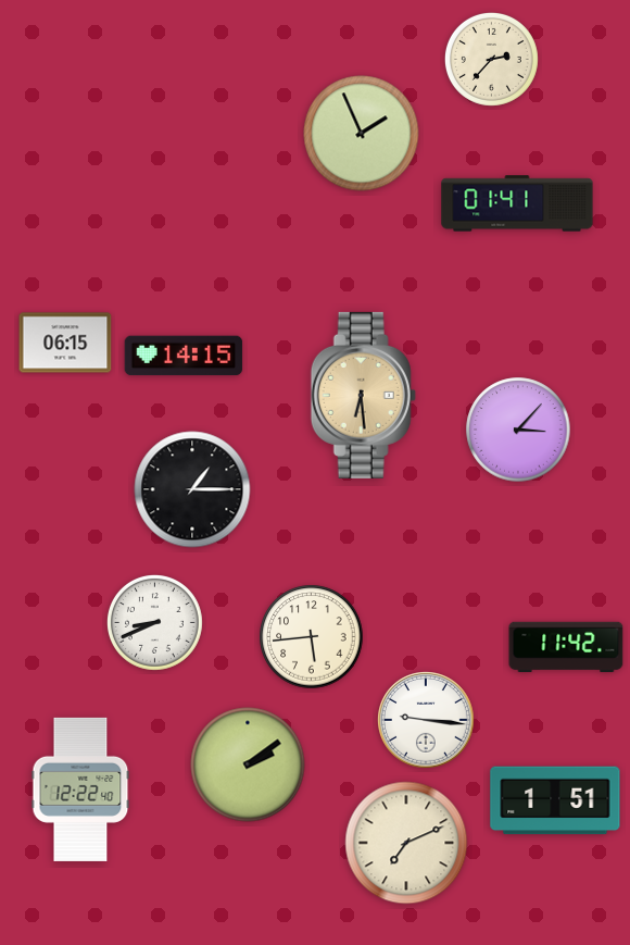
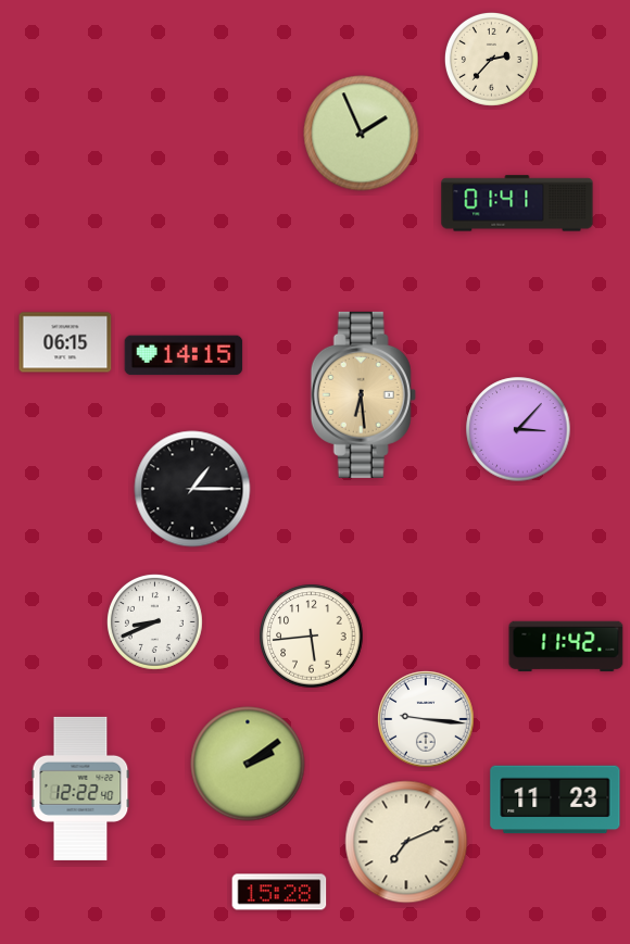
clock at (555, 800): 1:51 -> 11:23
clock at (279, 892): none -> 15:28
